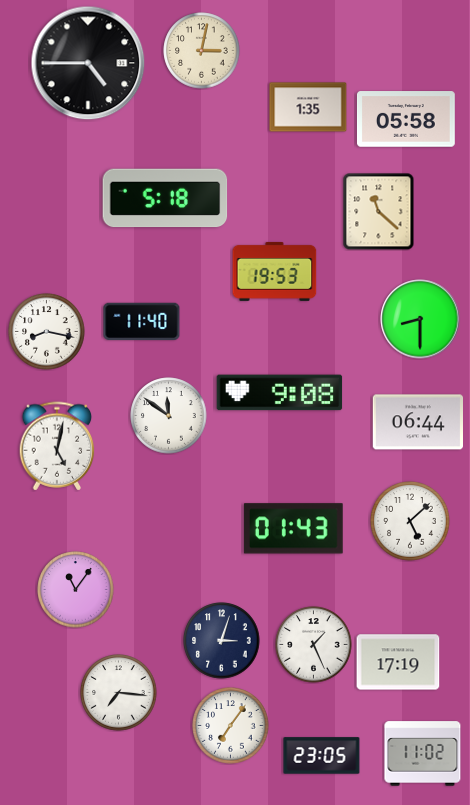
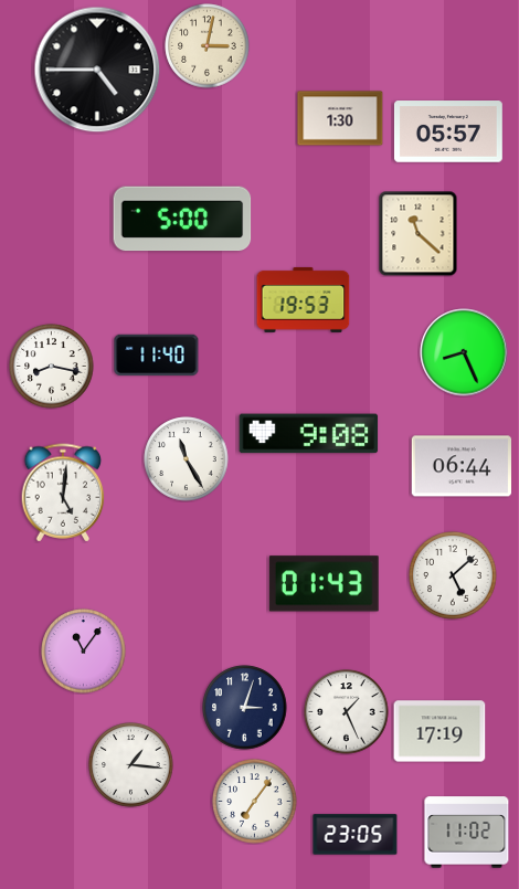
clock at (202, 51) position: (202, 51) -> (208, 46)
clock at (308, 107): 1:35 -> 1:30
clock at (406, 119): 05:58 -> 05:57
clock at (165, 198): 5:18 -> 5:00
clock at (420, 319): 8:30 -> 8:26
clock at (169, 416): 11:51 -> 11:25
clock at (57, 446): 5:02 -> 5:01
clock at (119, 693): 7:16 -> 1:16
